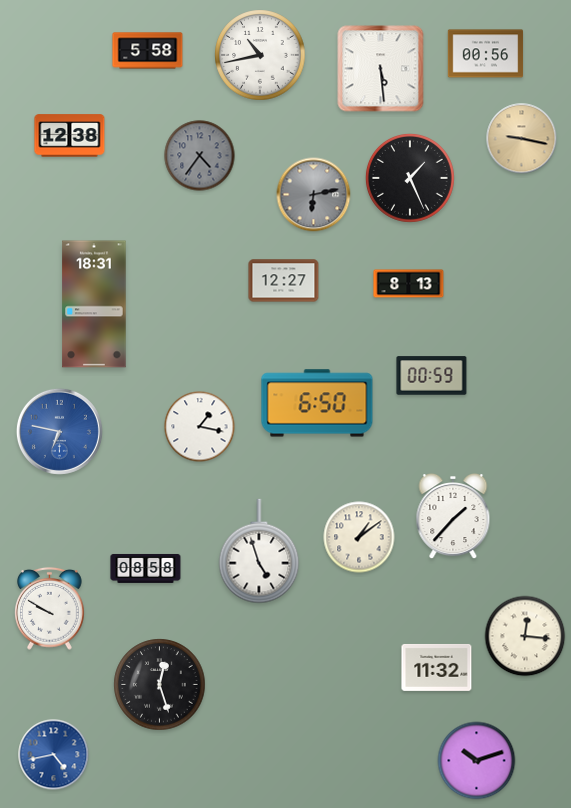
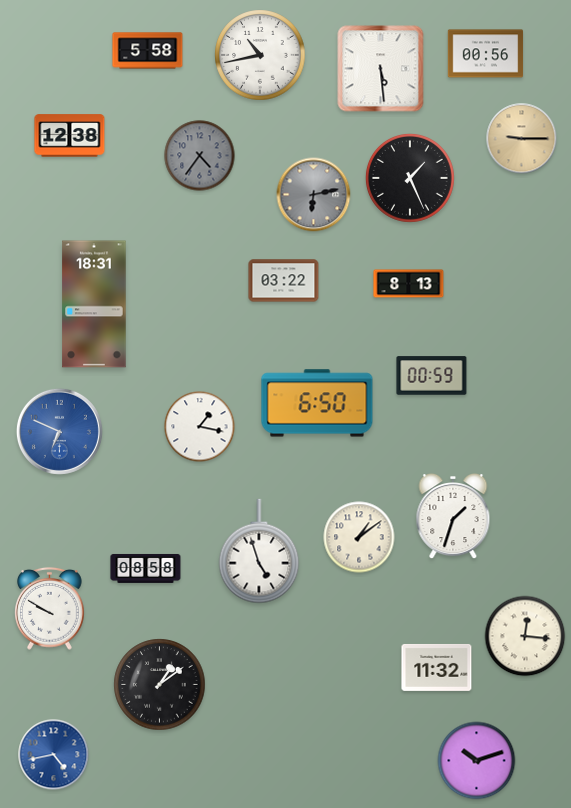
clock at (522, 139): 9:17 -> 9:15
clock at (284, 281): 12:27 -> 03:22
clock at (59, 431): 6:47 -> 6:49
clock at (453, 517): 1:37 -> 1:33
clock at (160, 685): 12:27 -> 1:09
